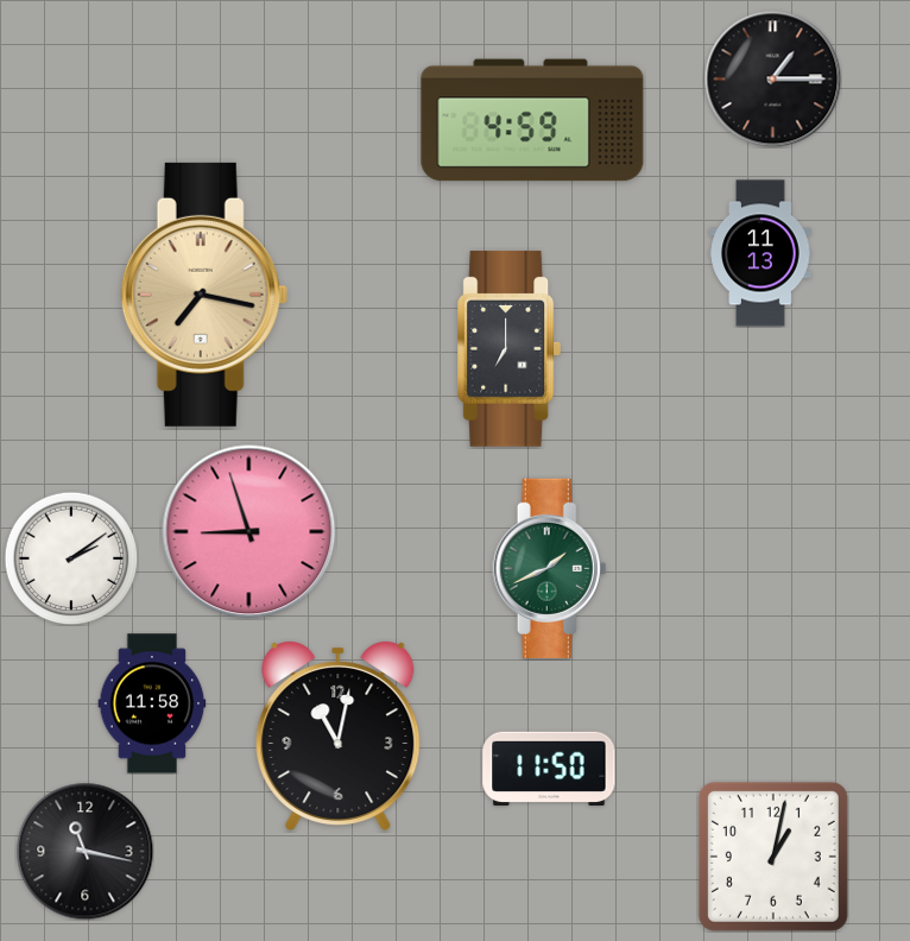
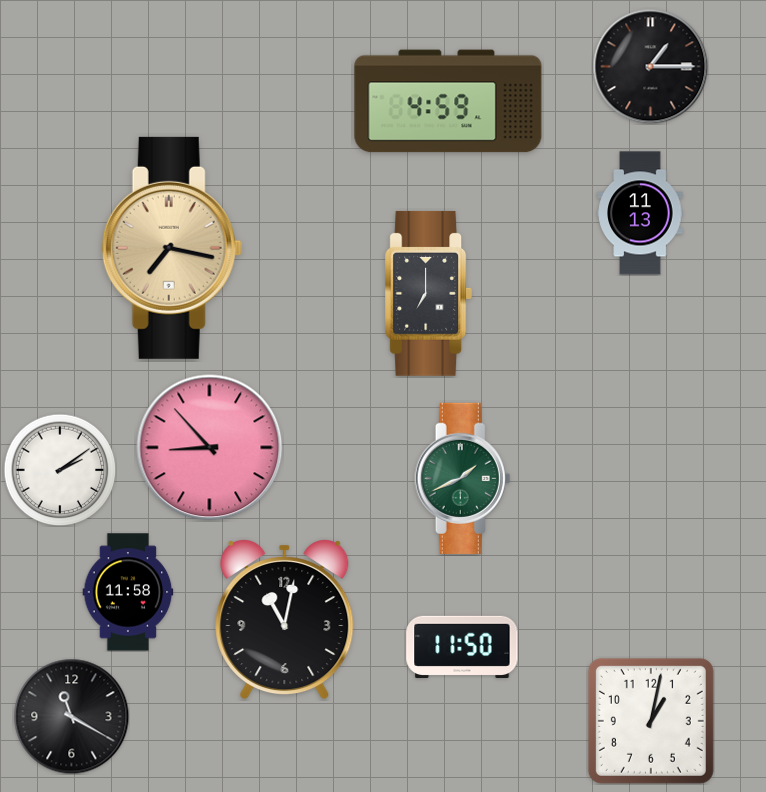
clock at (249, 532): 8:57 -> 8:53
clock at (84, 851): 11:17 -> 11:20
